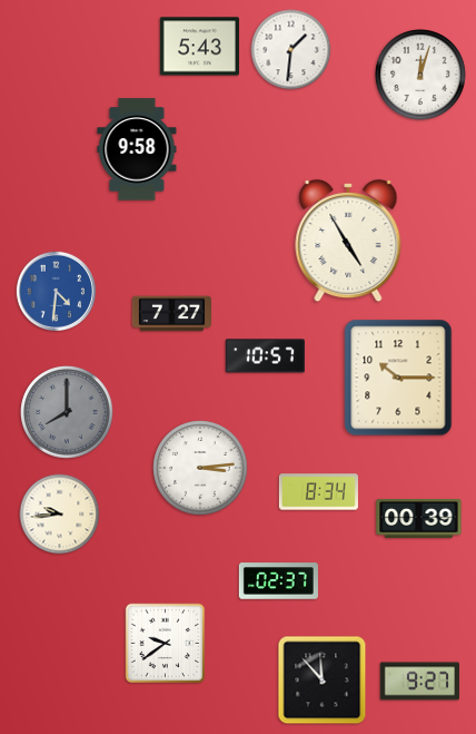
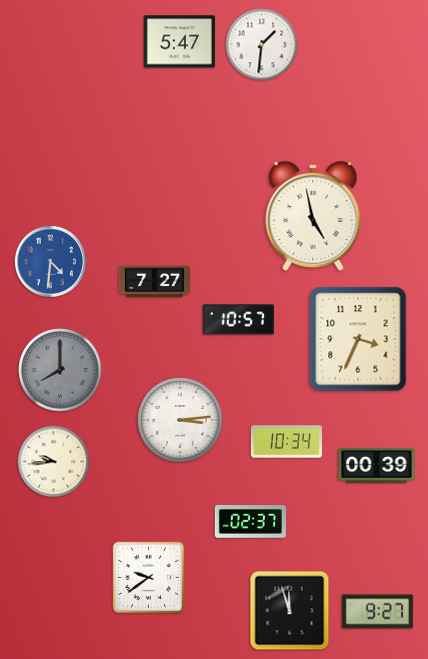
clock at (199, 47): 5:43 -> 5:47
clock at (420, 75): 12:03 -> none
clock at (137, 149): 9:58 -> none
clock at (348, 241): 4:55 -> 4:58
clock at (398, 378): 10:15 -> 3:34
clock at (318, 492): 8:34 -> 10:34
clock at (323, 681): 11:53 -> 11:57
